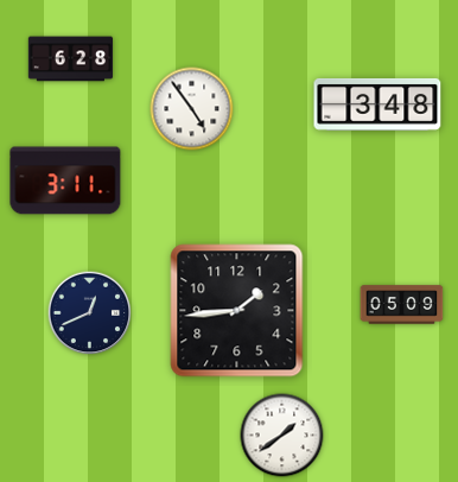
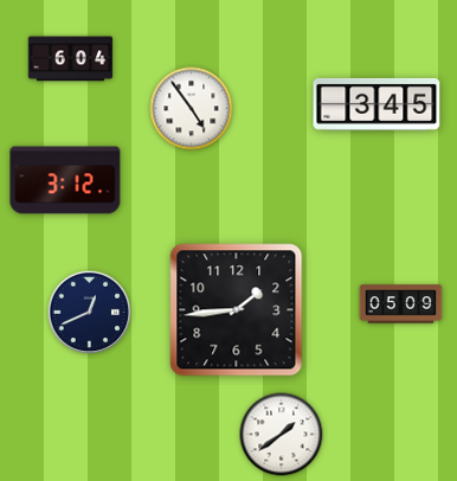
clock at (71, 59): 6:28 -> 6:04
clock at (377, 104): 3:48 -> 3:45
clock at (65, 180): 3:11 -> 3:12
